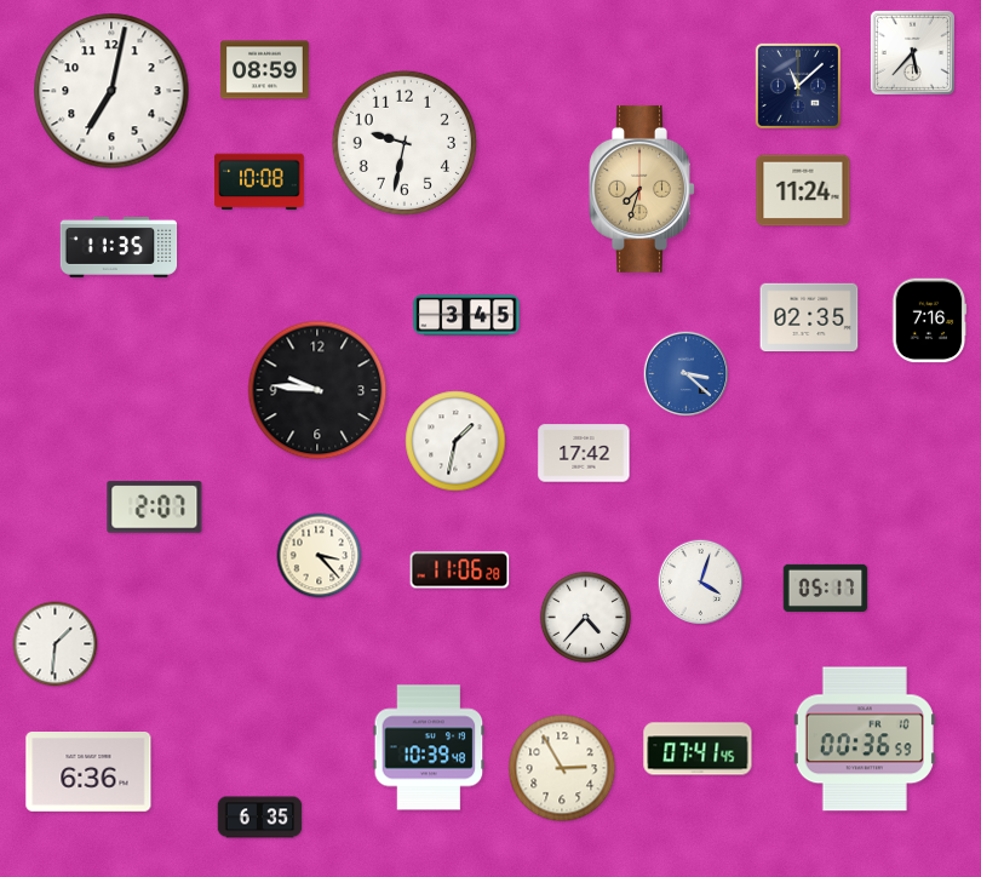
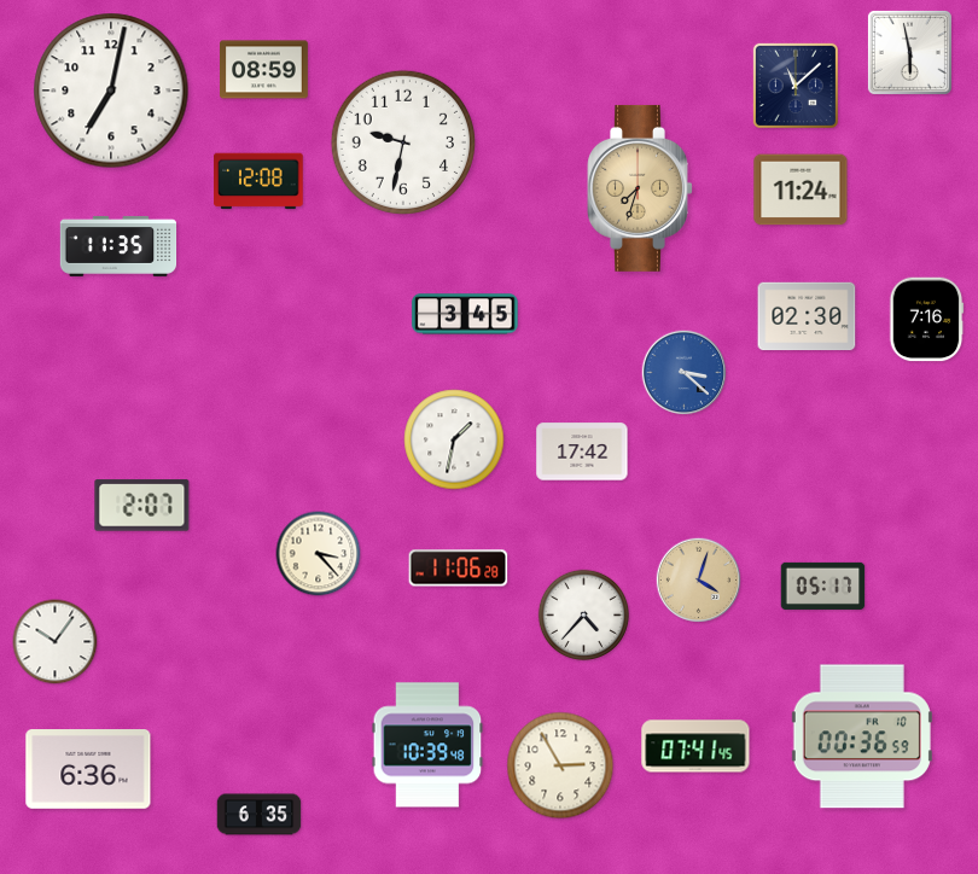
clock at (912, 52): 5:37 -> 5:58
clock at (259, 182): 10:08 -> 12:08
clock at (809, 317): 02:35 -> 02:30
clock at (317, 390): 9:46 -> none
clock at (155, 508) position: (155, 508) -> (142, 506)
clock at (701, 583) dial: white -> champagne
clock at (56, 644): 1:31 -> 10:06
